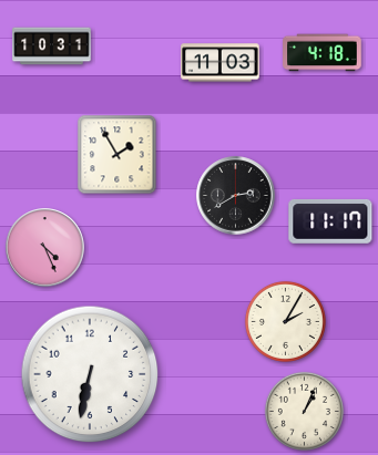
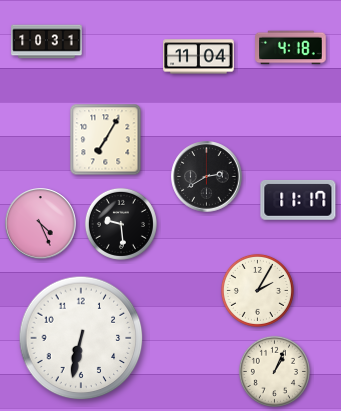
clock at (221, 63): 11:03 -> 11:04
clock at (118, 155): 1:55 -> 7:05
clock at (236, 196) position: (236, 196) -> (207, 177)
clock at (121, 224): none -> 9:29
